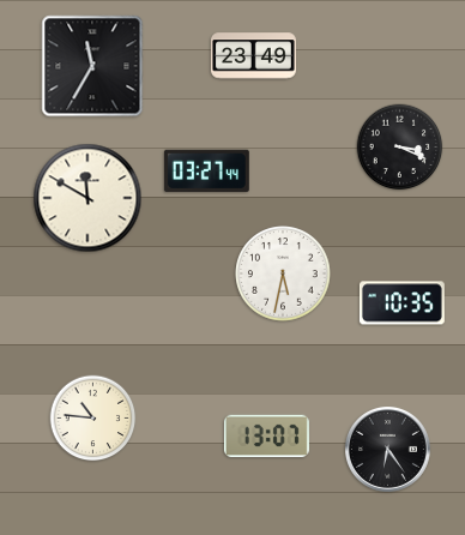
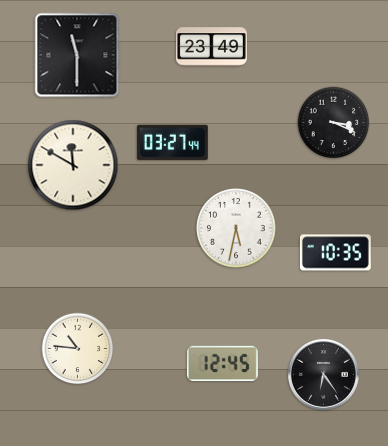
clock at (92, 66): 11:35 -> 11:30
clock at (266, 437): 13:07 -> 12:45
